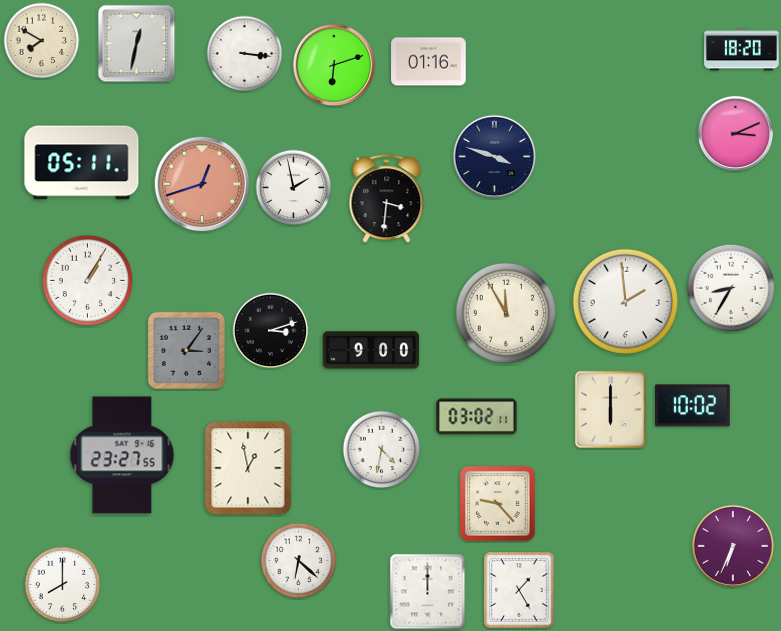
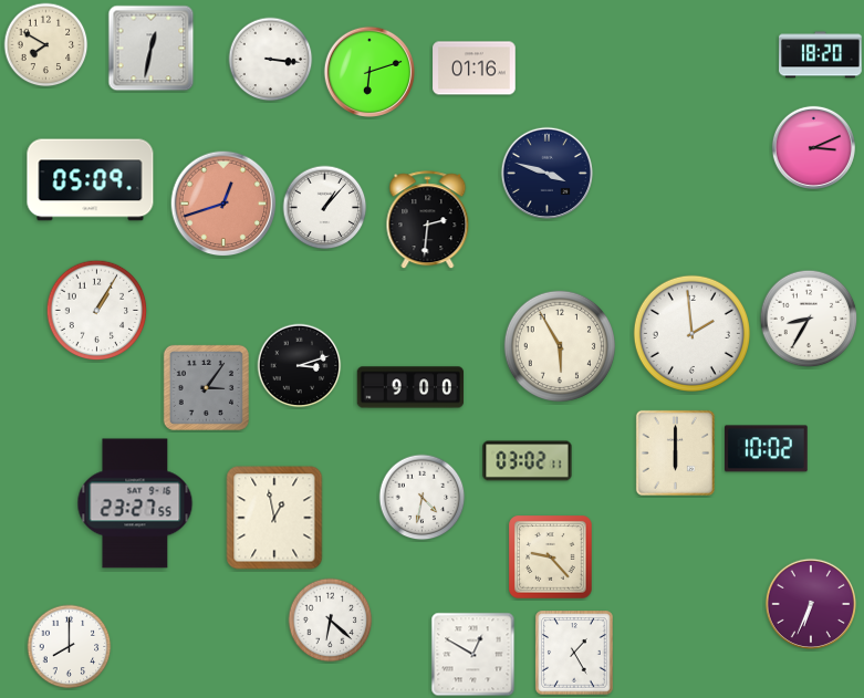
clock at (82, 163): 05:11 -> 05:09
clock at (294, 188): 1:58 -> 1:07
clock at (387, 199): 3:31 -> 2:31
clock at (505, 312): 11:55 -> 5:55
clock at (428, 592): 12:00 -> 12:50
